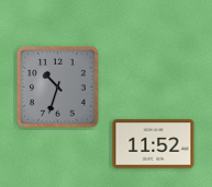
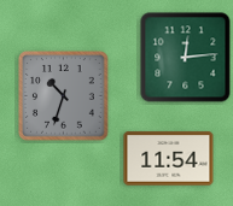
clock at (186, 58): none -> 12:14
clock at (154, 144): 11:52 -> 11:54
